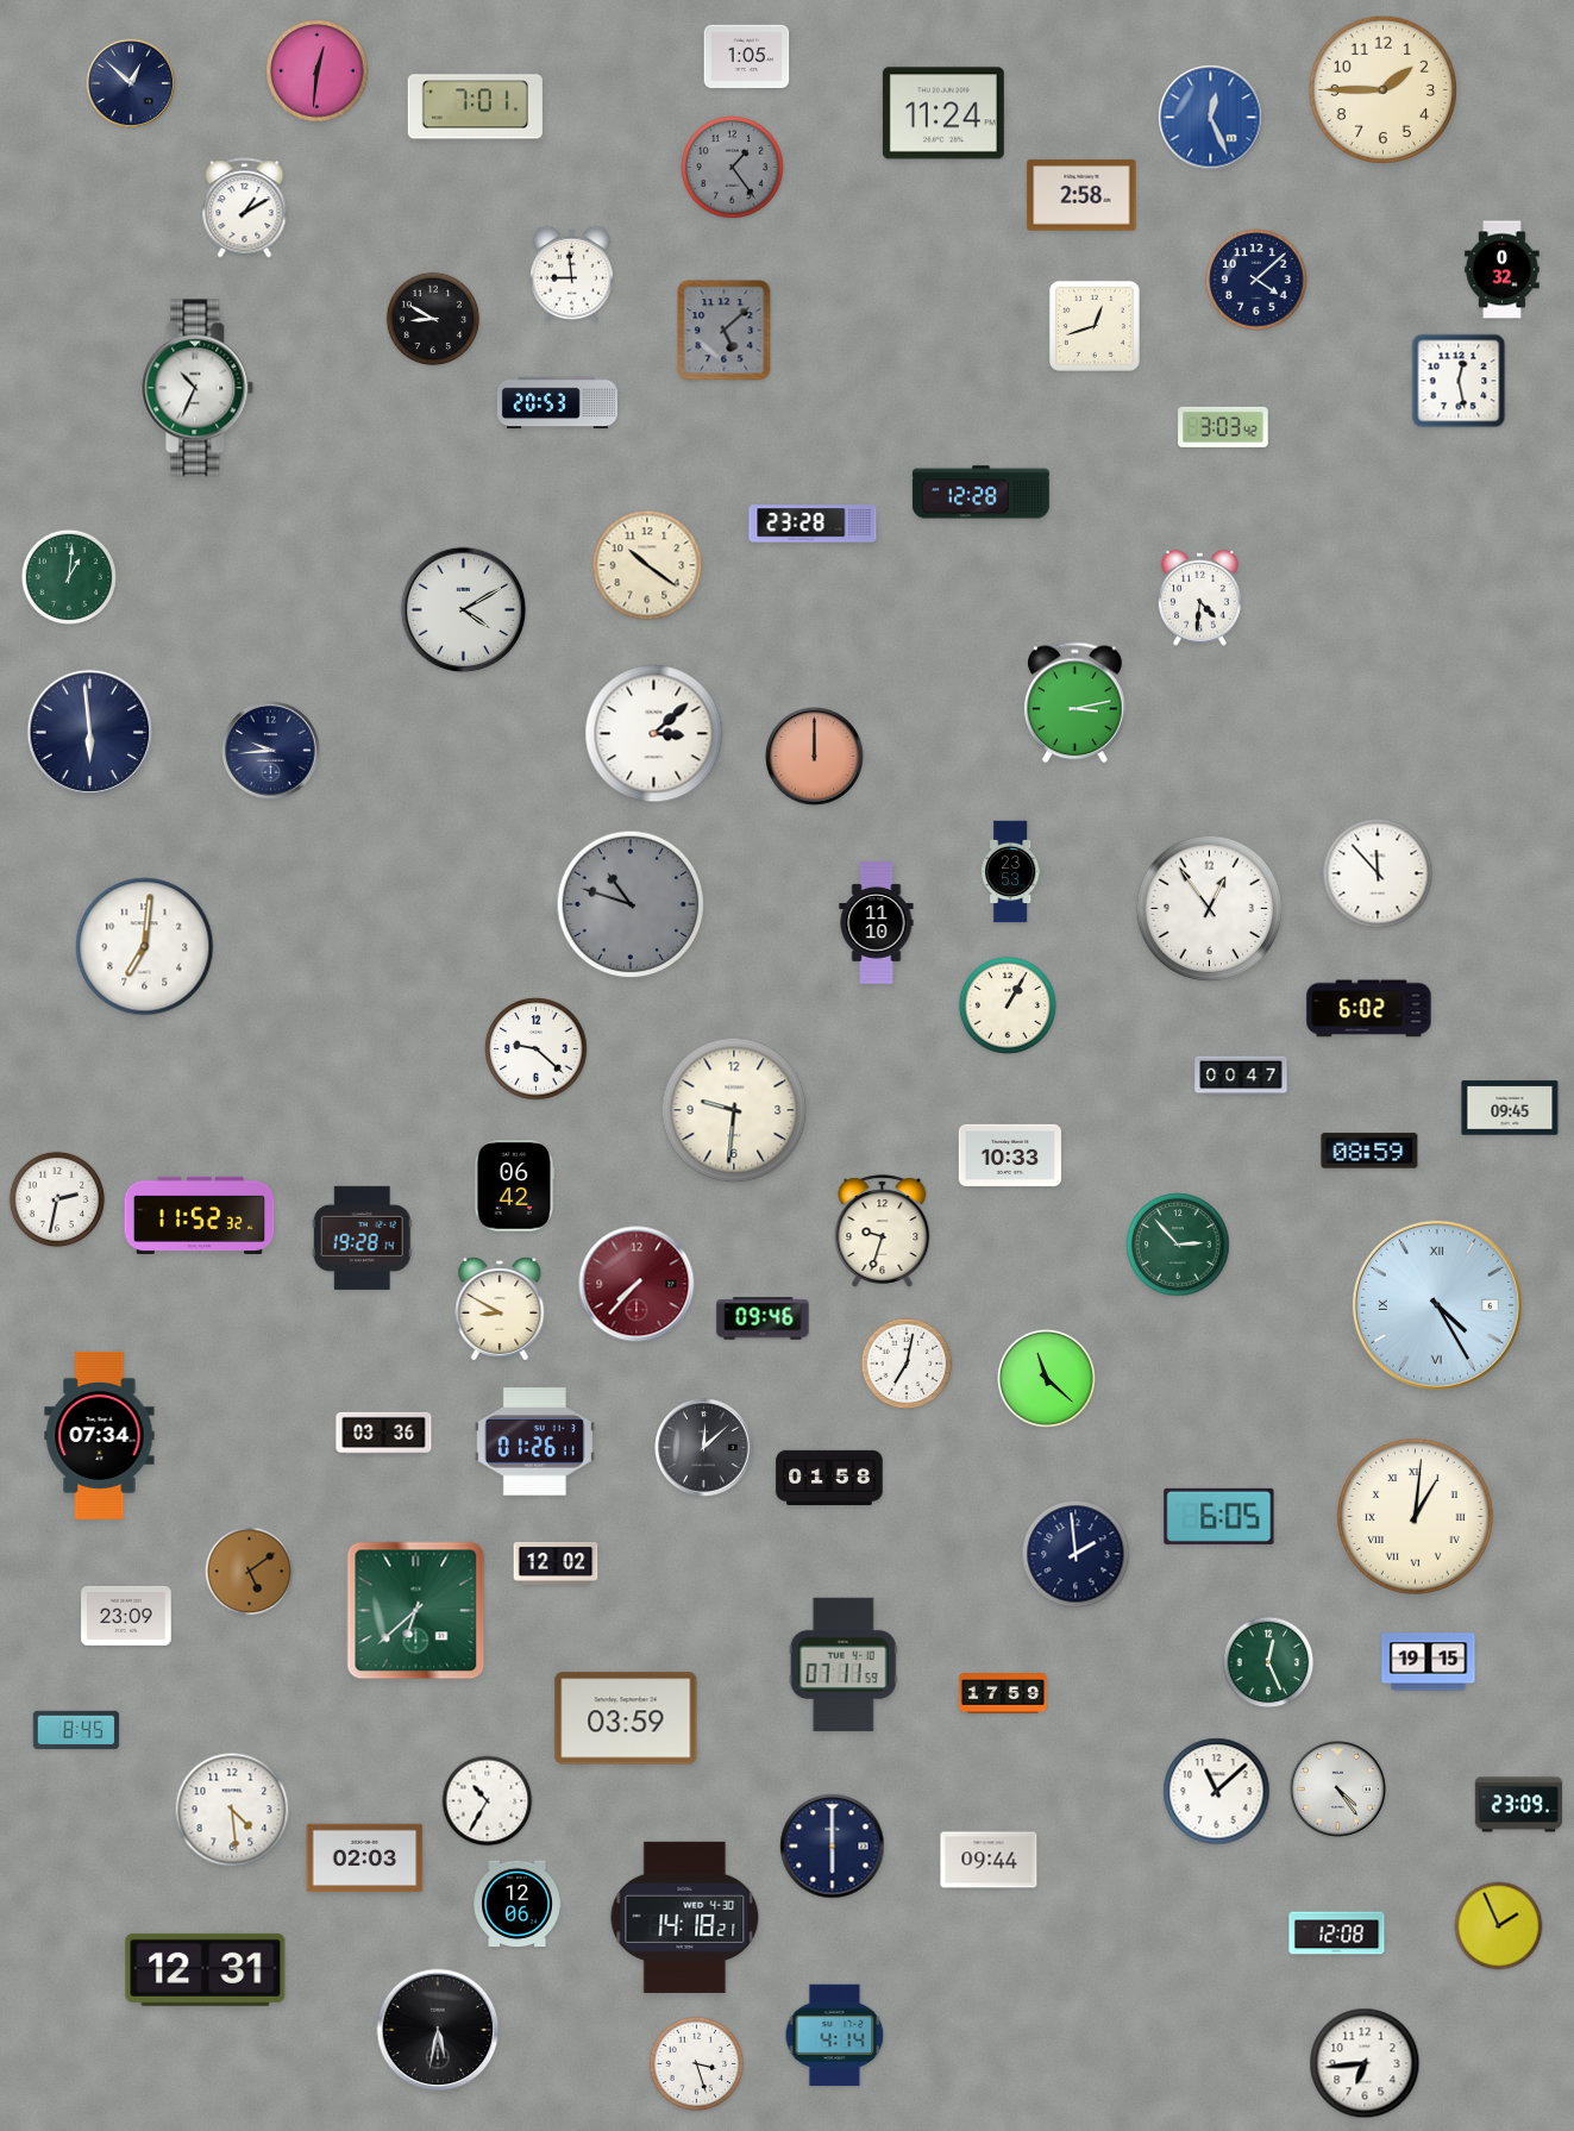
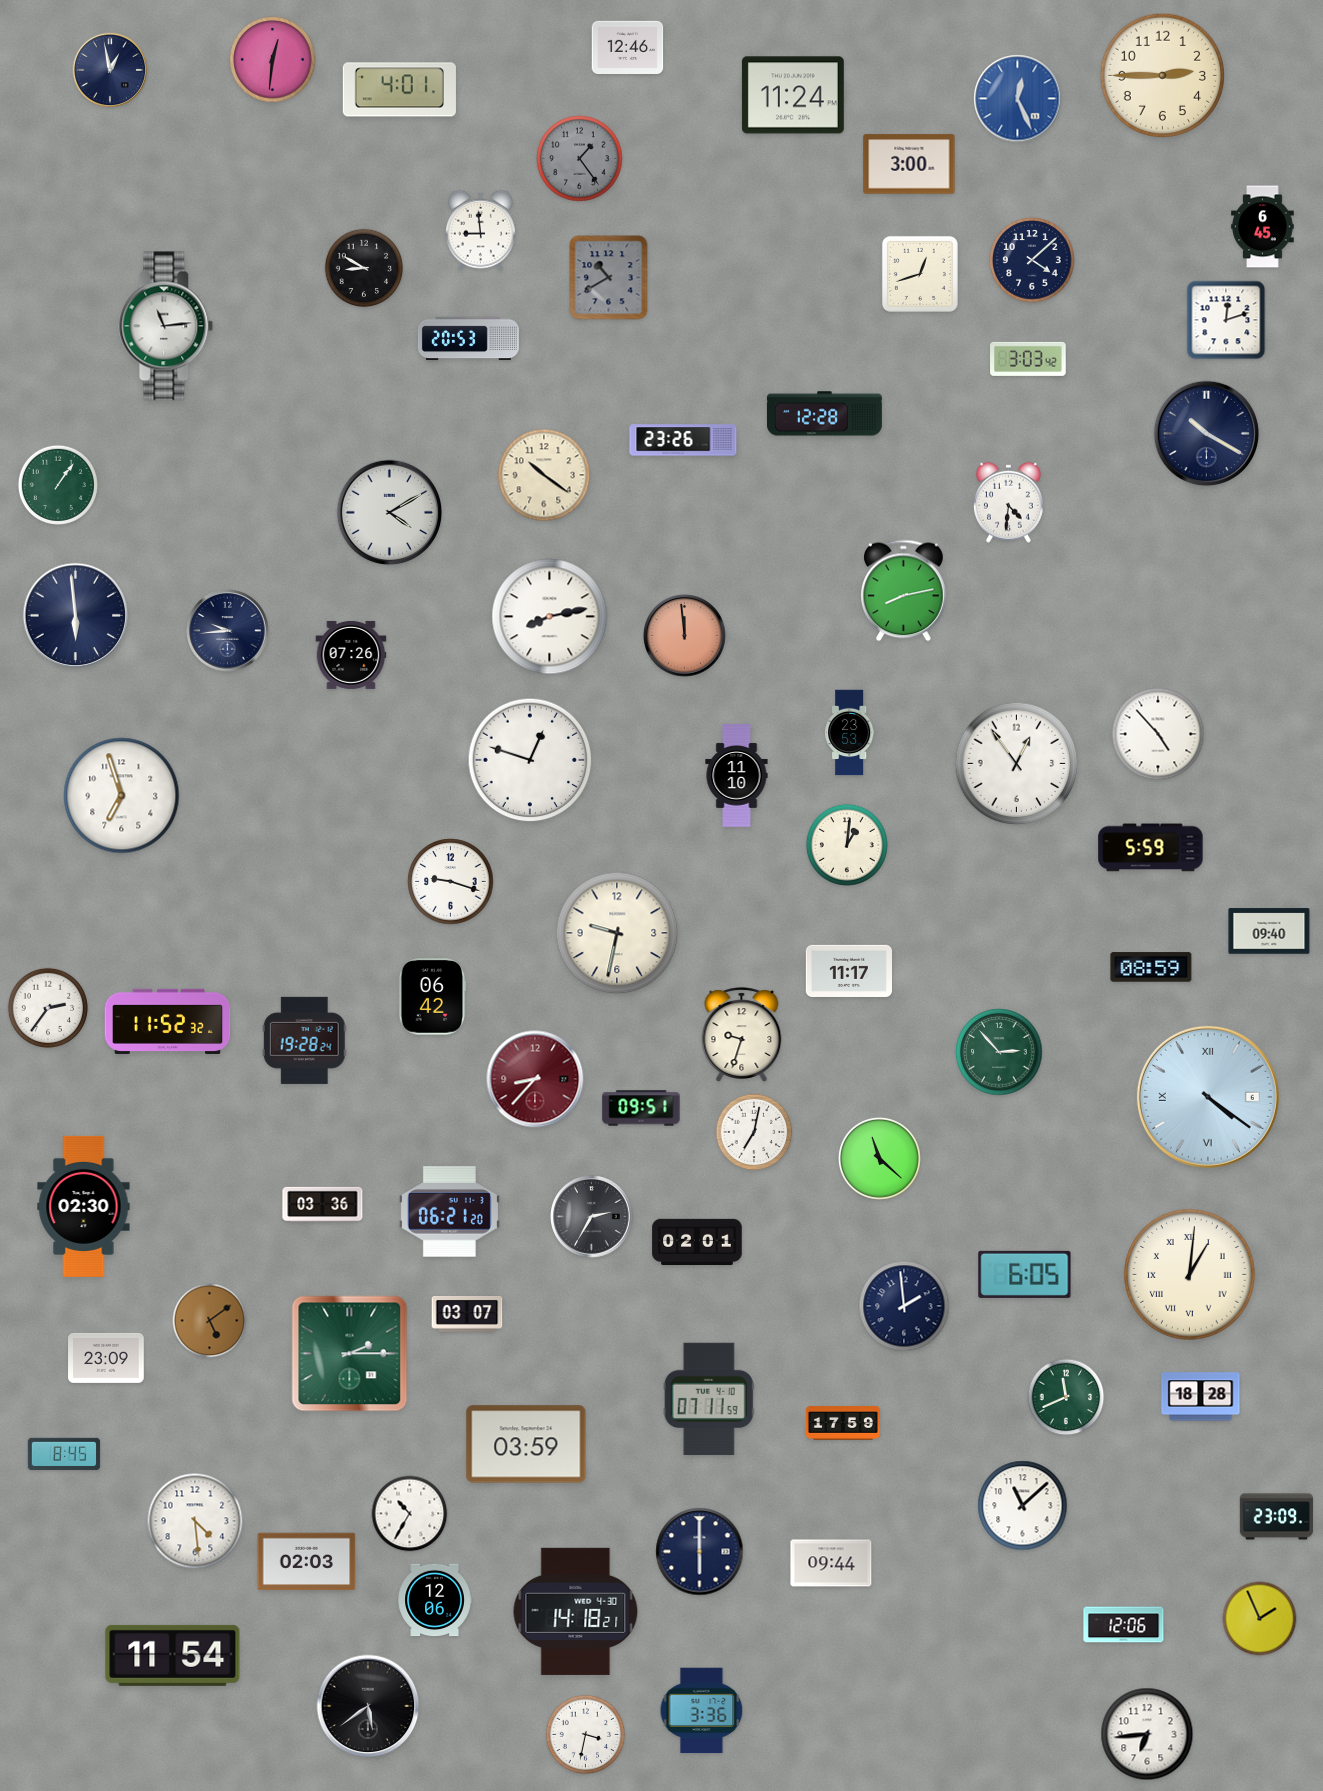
clock at (747, 56): 1:05 -> 12:46
clock at (318, 71) position: (318, 71) -> (273, 60)
clock at (131, 83): 12:52 -> 12:58
clock at (1384, 90): 1:45 -> 2:45
clock at (475, 107): 7:01 -> 4:01
clock at (733, 168) position: (733, 168) -> (580, 159)
clock at (1081, 195): 2:58 -> 3:00
clock at (245, 208): 1:10 -> none
clock at (1503, 270): 0:32 -> 6:45
clock at (1256, 280) position: (1256, 280) -> (1032, 260)
clock at (725, 331): 5:08 -> 10:40
clock at (1459, 381): 12:28 -> 12:12
clock at (197, 388): 10:34 -> 11:14
clock at (1207, 434): none -> 10:20
clock at (813, 524): 23:28 -> 23:26
clock at (68, 576): 1:01 -> 1:06
clock at (1076, 703): 3:13 -> 8:13
clock at (654, 734): 3:08 -> 8:13
clock at (815, 757): 12:00 -> 11:59
clock at (351, 655): none -> 07:26
clock at (1378, 873): 11:53 -> 4:53
clock at (631, 904): 10:48 -> 12:48
clock at (631, 904) dial: grey -> white
clock at (145, 947): 7:01 -> 6:57
clock at (1008, 1005): 1:05 -> 1:01
clock at (1369, 1009): 6:02 -> 5:59
clock at (537, 1049): 9:22 -> 9:18
clock at (1241, 1076): 00:47 -> none
clock at (1510, 1108): 09:45 -> 09:40
clock at (734, 1110): 9:31 -> 9:32
clock at (1009, 1155): 10:33 -> 11:17
clock at (56, 1198): 2:32 -> 2:36
clock at (362, 1237): 19:28:14 -> 19:28:24
clock at (1178, 1245) position: (1178, 1245) -> (999, 1052)
clock at (637, 1284): 7:37 -> 8:37
clock at (1437, 1305): 4:25 -> 4:21
clock at (500, 1309): 8:50 -> none
clock at (763, 1318): 09:46 -> 09:51
clock at (907, 1364) position: (907, 1364) -> (754, 1132)
clock at (100, 1435): 07:34 -> 02:30
clock at (534, 1442): 01:26 -> 06:21
clock at (704, 1448): 12:08 -> 2:35
clock at (829, 1477): 01:58 -> 02:01
clock at (556, 1563): 12:02 -> 03:07
clock at (416, 1611): 6:38 -> 2:15
clock at (1268, 1662): 12:26 -> 11:41
clock at (1429, 1662): 19:15 -> 18:28
clock at (1337, 1788): 4:24 -> none
clock at (1337, 1933): 12:08 -> 12:06
clock at (206, 1969): 12:31 -> 11:54
clock at (438, 2030): 5:32 -> 5:39
clock at (835, 2036): 4:14 -> 3:36
clock at (697, 2064): 3:27 -> 3:32
